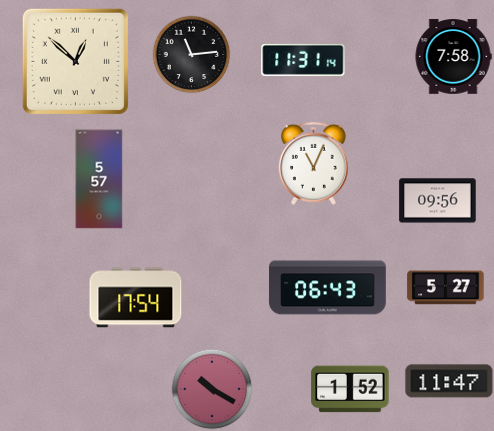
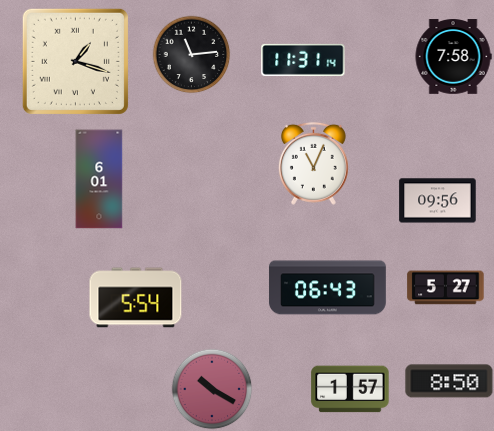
clock at (75, 61): 12:52 -> 1:18
clock at (99, 179): 5:57 -> 6:01
clock at (136, 298): 17:54 -> 5:54
clock at (449, 381): 11:47 -> 8:50
clock at (350, 389): 1:52 -> 1:57
